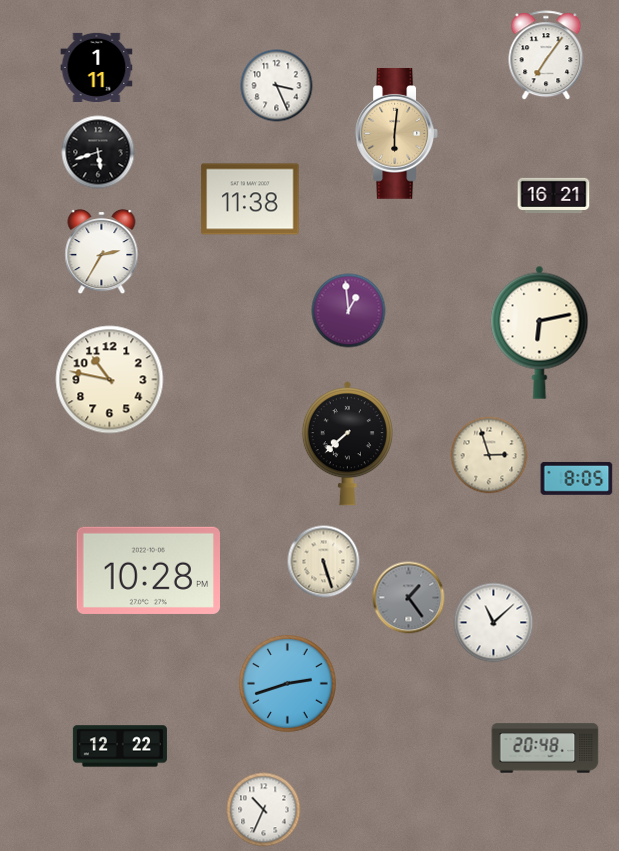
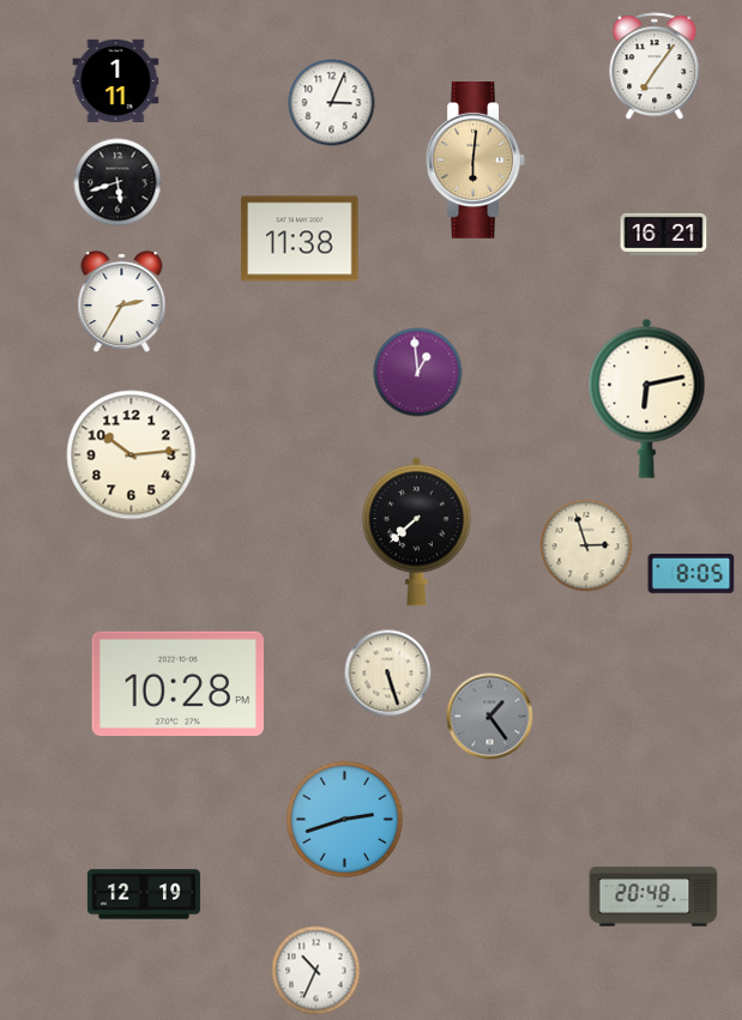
clock at (277, 86): 3:26 -> 3:04
clock at (110, 380): 10:47 -> 10:14
clock at (494, 623): 11:08 -> none
clock at (120, 746): 12:22 -> 12:19
